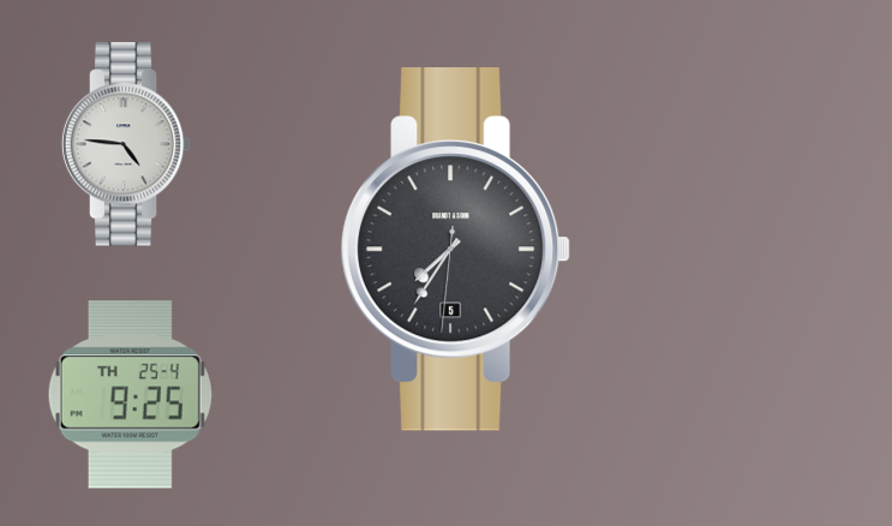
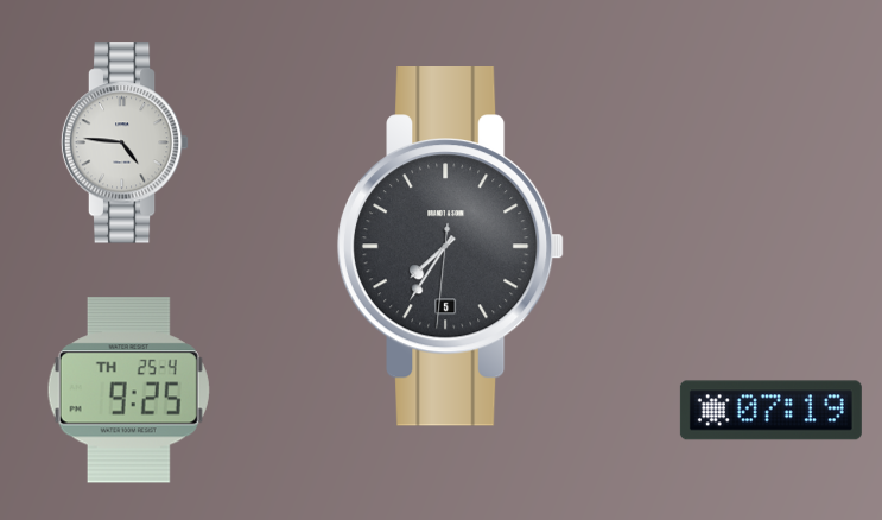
clock at (770, 411): none -> 07:19
